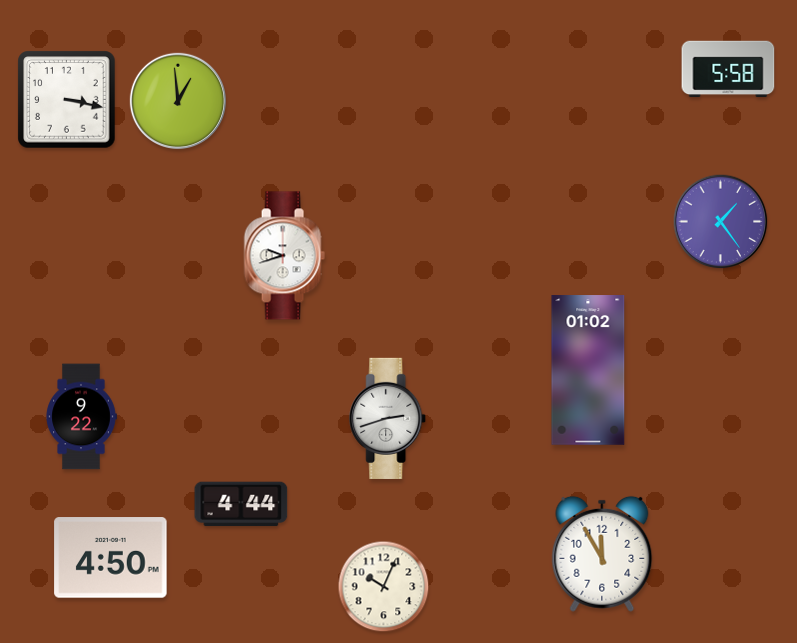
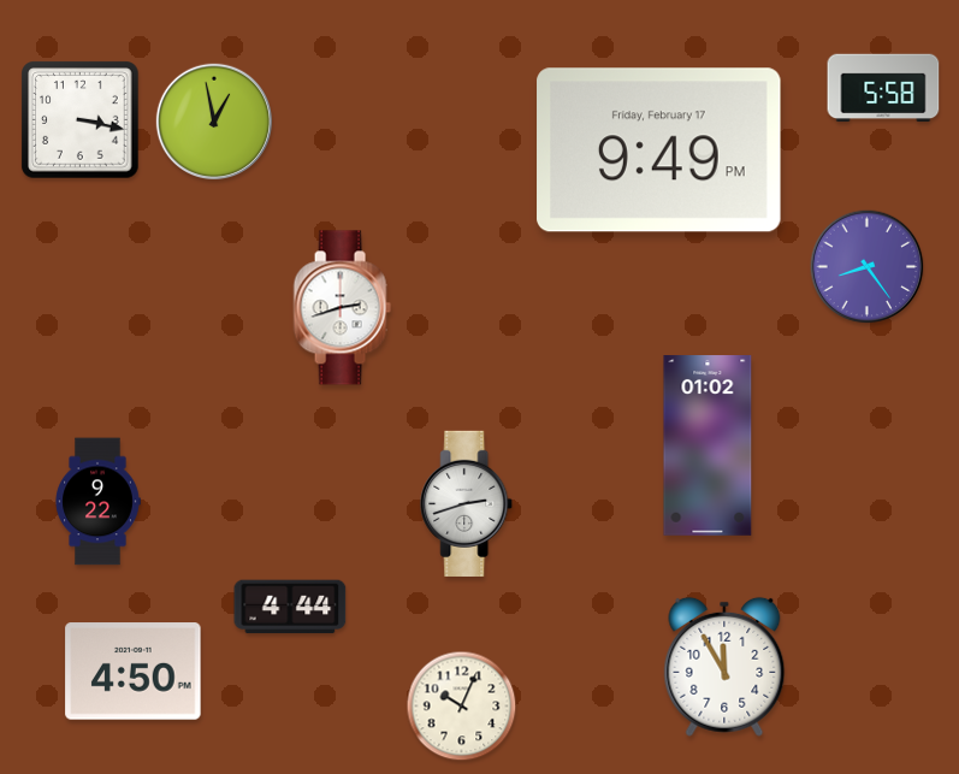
clock at (728, 69) position: (728, 69) -> (883, 88)
clock at (177, 100): 12:59 -> 12:58
clock at (659, 150): none -> 9:49
clock at (721, 222): 1:24 -> 8:24
clock at (284, 256): 9:42 -> 2:42
